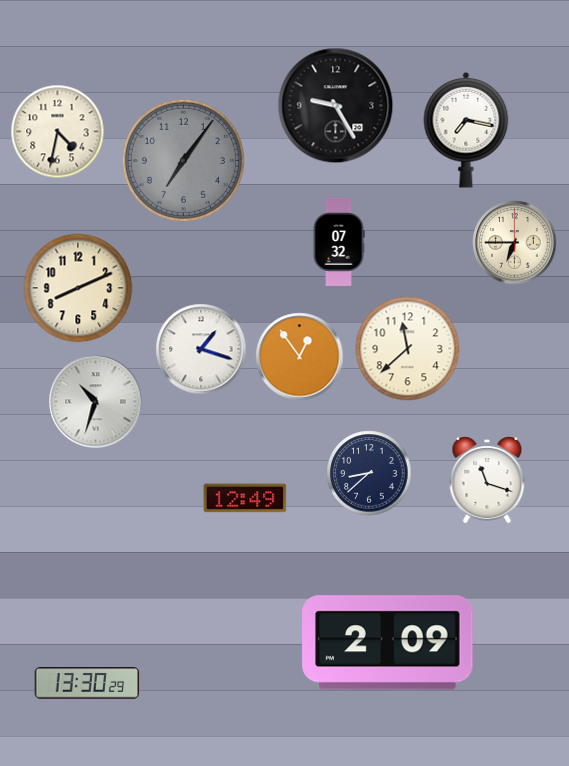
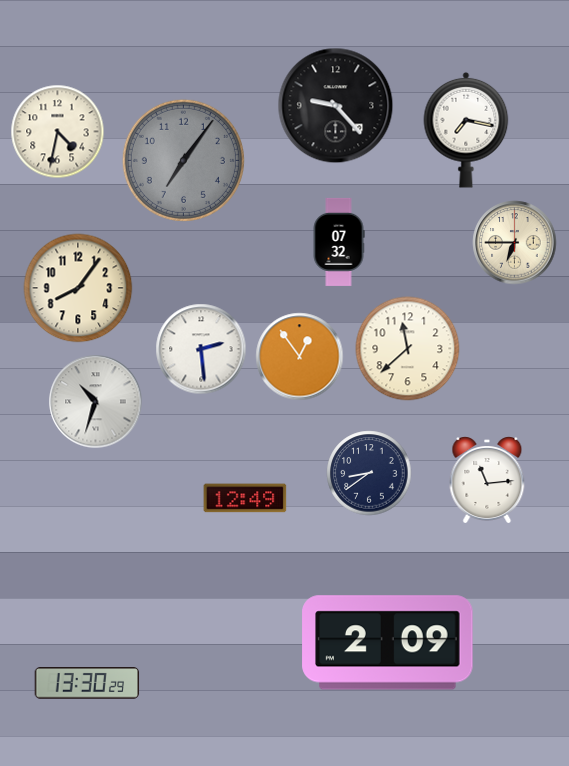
clock at (336, 106): 9:25 -> 9:23
clock at (78, 288): 8:11 -> 8:06
clock at (201, 349): 1:18 -> 2:29
clock at (369, 473): 8:38 -> 8:39
clock at (487, 480): 11:18 -> 11:14
